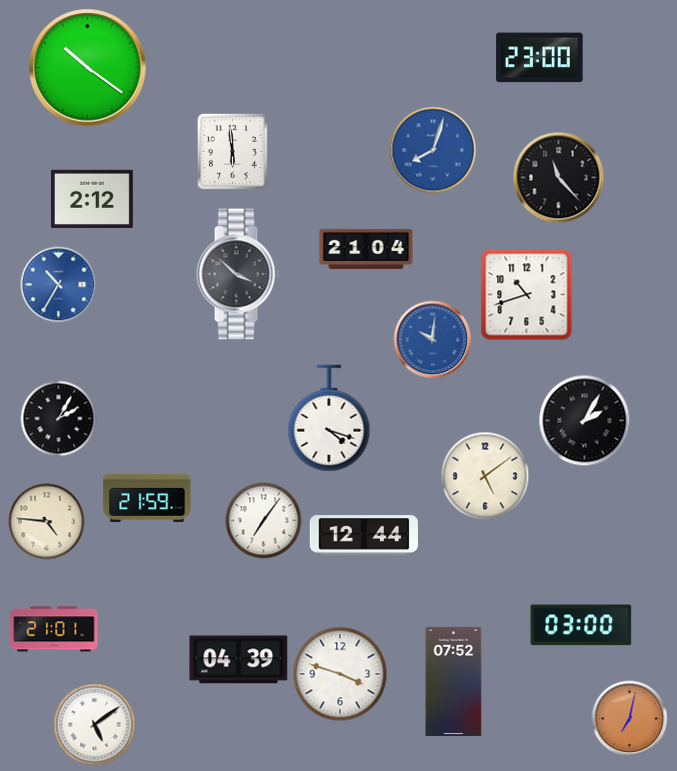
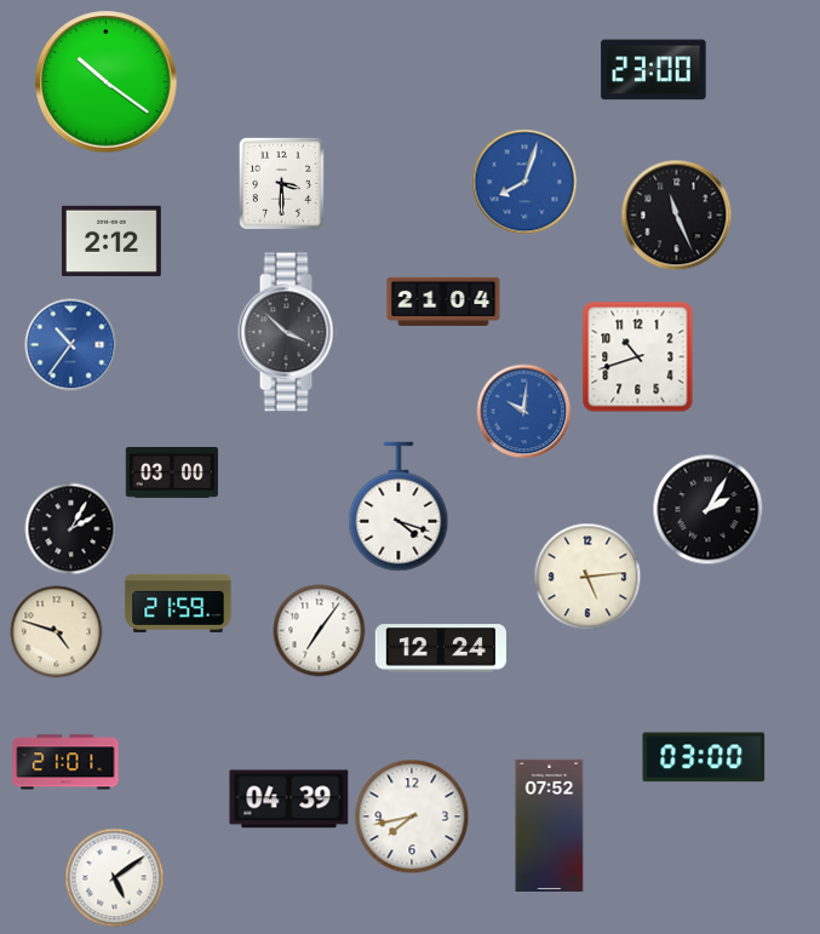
clock at (232, 151): 5:59 -> 3:30
clock at (559, 178): 11:23 -> 11:26
clock at (59, 285): 10:35 -> 10:36
clock at (171, 472): none -> 03:00
clock at (59, 419) position: (59, 419) -> (71, 529)
clock at (485, 476): 5:09 -> 5:14
clock at (47, 522): 4:46 -> 4:48
clock at (364, 535): 12:44 -> 12:24
clock at (340, 674): 3:48 -> 7:43
clock at (630, 719): 7:02 -> none
